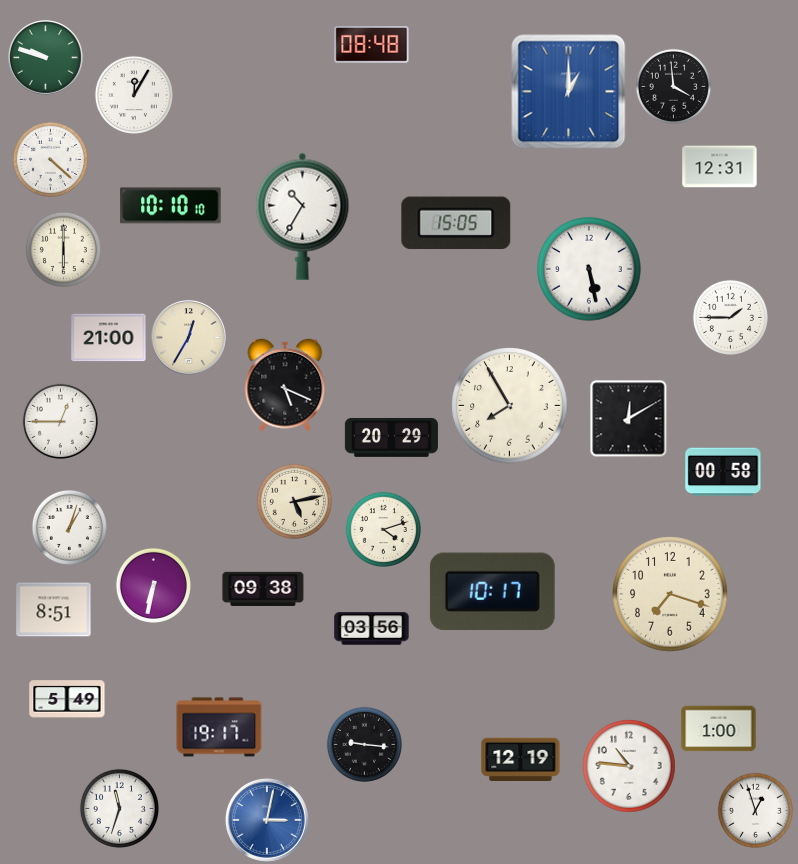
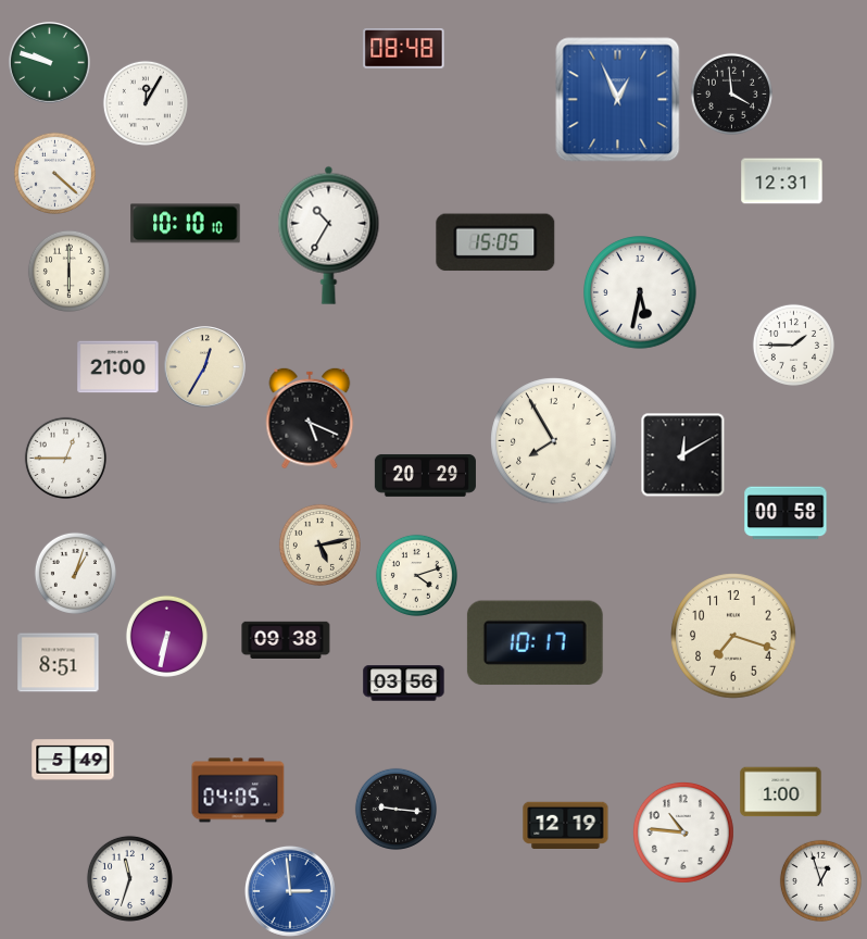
clock at (569, 92): 1:00 -> 12:56
clock at (590, 270): 5:28 -> 5:32
clock at (670, 594) position: (670, 594) -> (733, 636)
clock at (219, 727): 19:17 -> 04:05
clock at (267, 820): 3:02 -> 2:59
